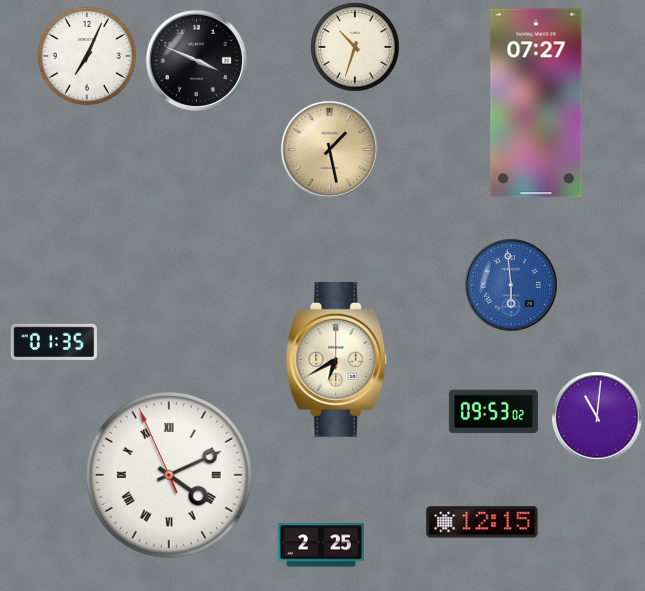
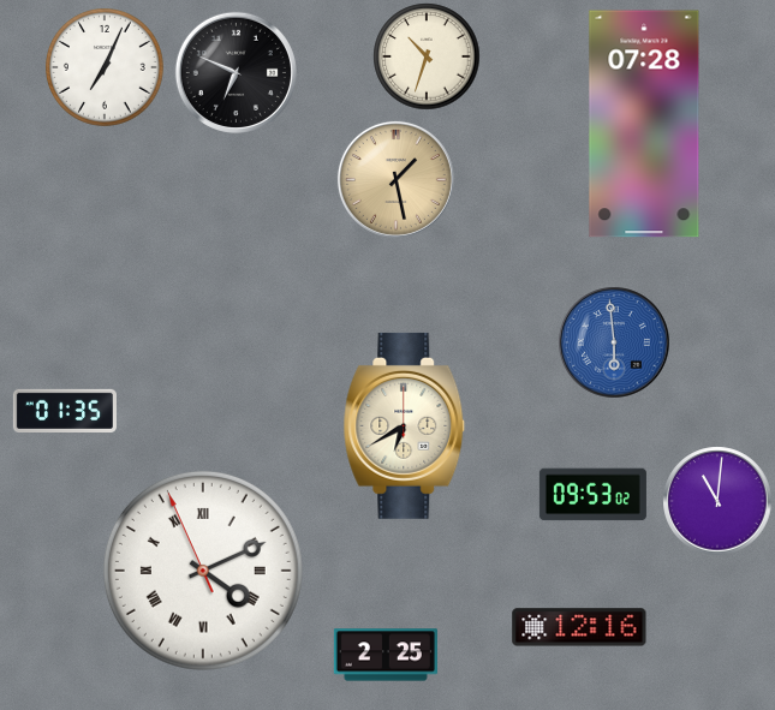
clock at (196, 60): 3:49 -> 6:49
clock at (536, 103): 07:27 -> 07:28
clock at (337, 359) position: (337, 359) -> (405, 425)
clock at (482, 522): 12:15 -> 12:16
